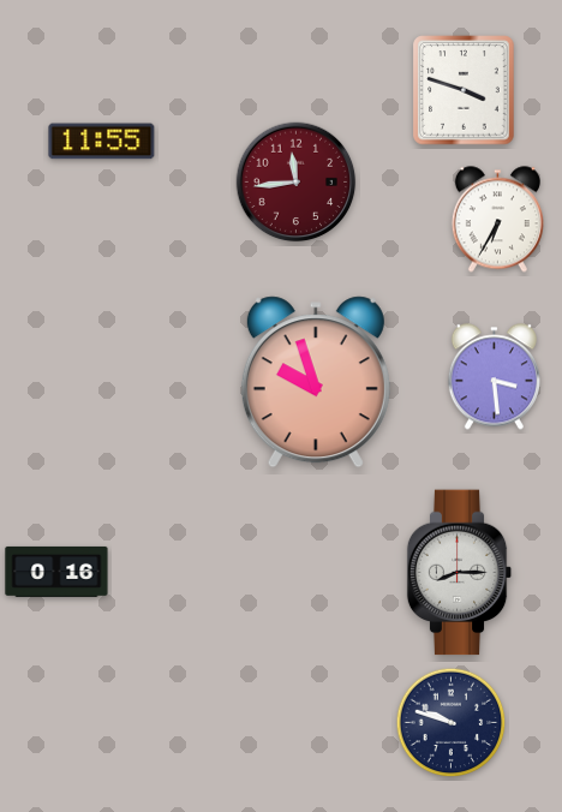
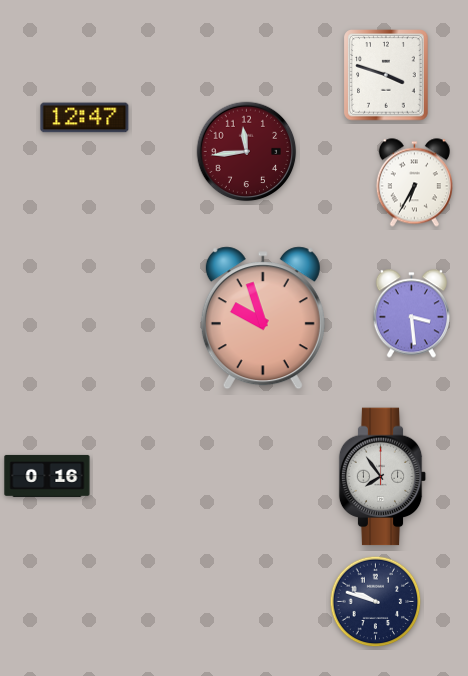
clock at (102, 142): 11:55 -> 12:47
clock at (460, 573): 8:15 -> 7:54
